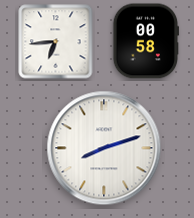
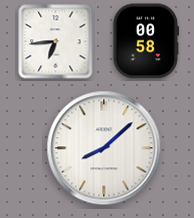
clock at (104, 148): 8:12 -> 8:08
